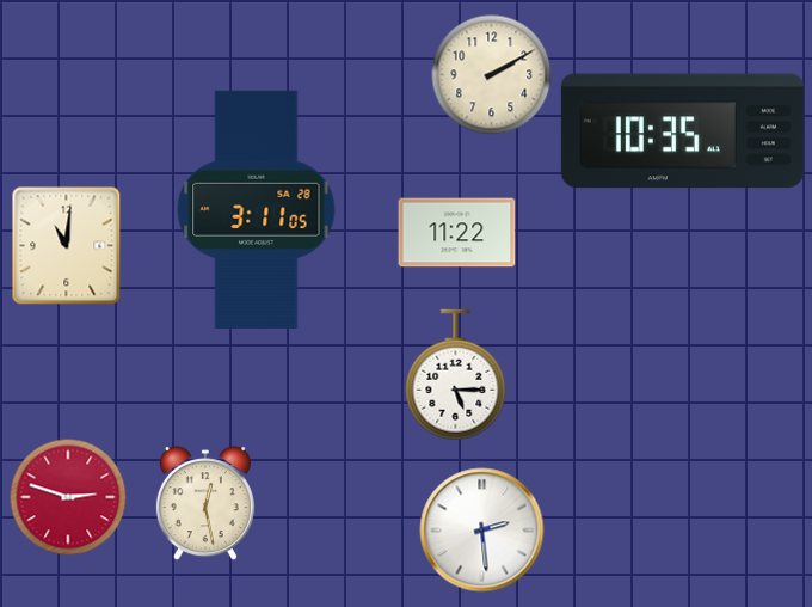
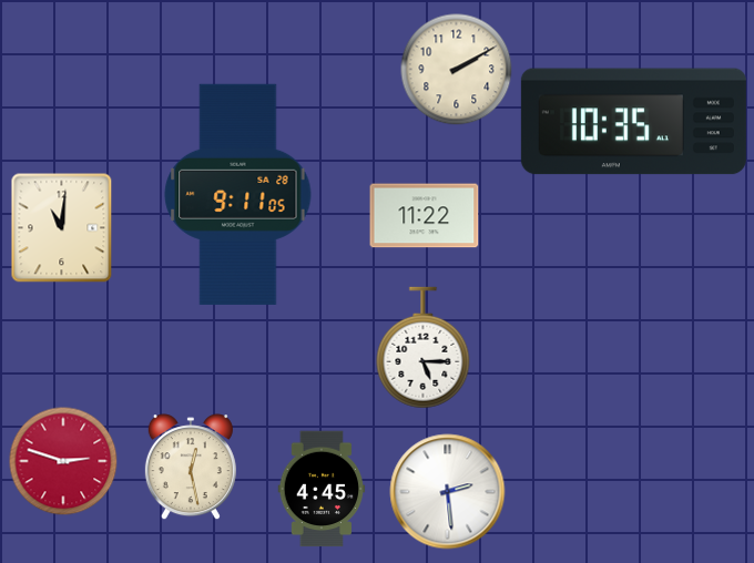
clock at (257, 209): 3:11 -> 9:11
clock at (322, 489): none -> 4:45
